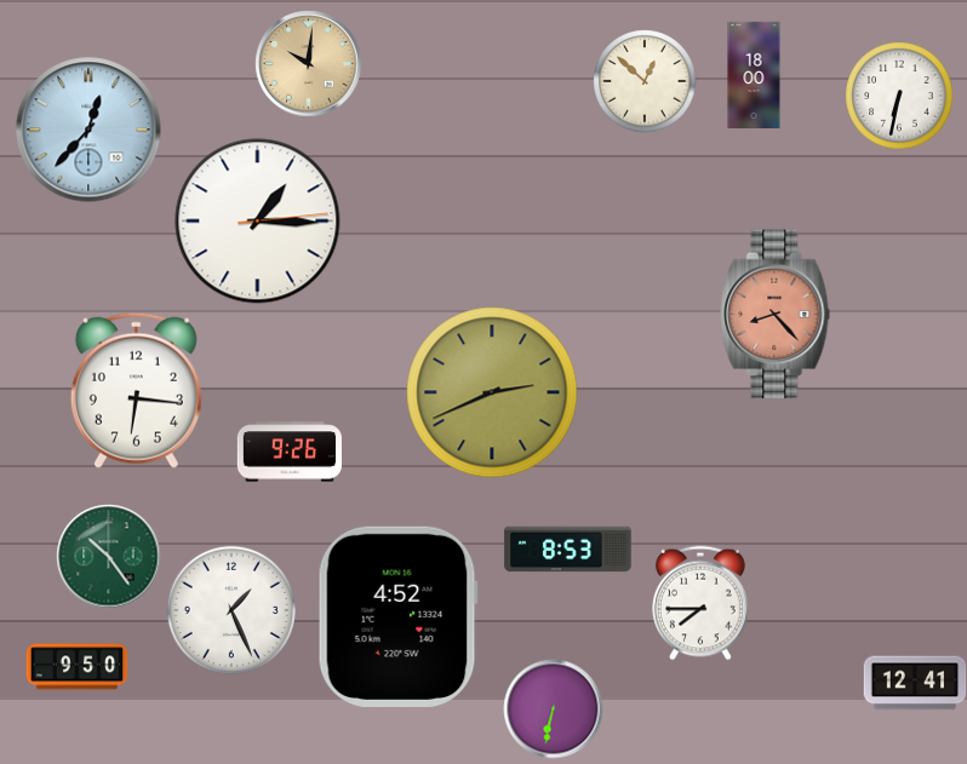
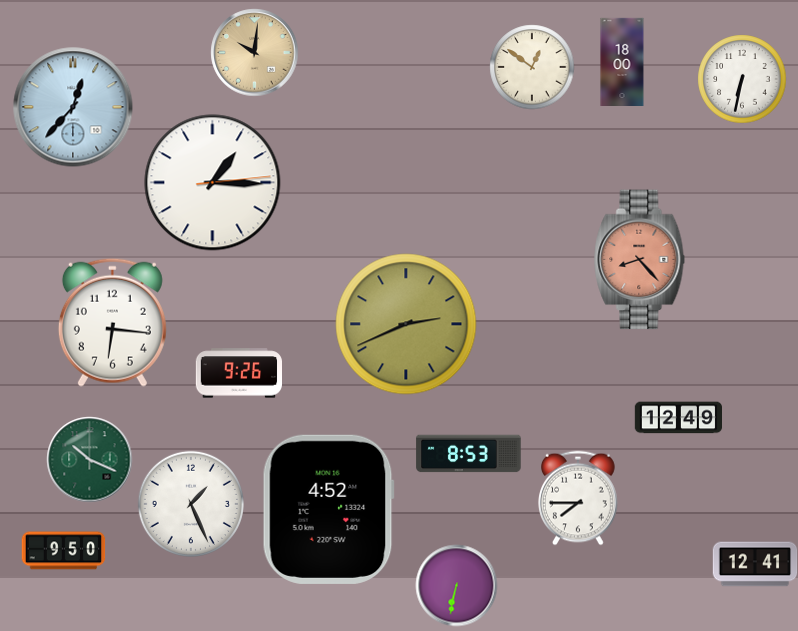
clock at (645, 81): 12:52 -> 12:51
clock at (678, 418): none -> 12:49
clock at (108, 556): 10:24 -> 10:19
